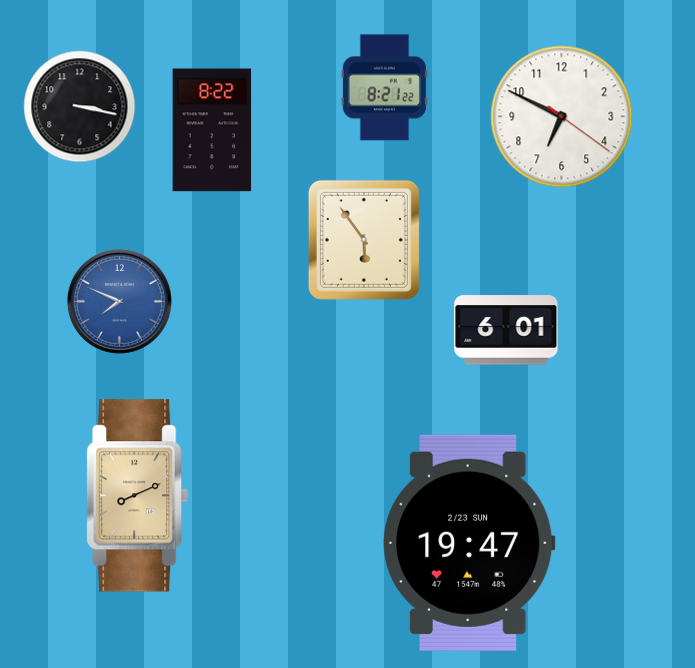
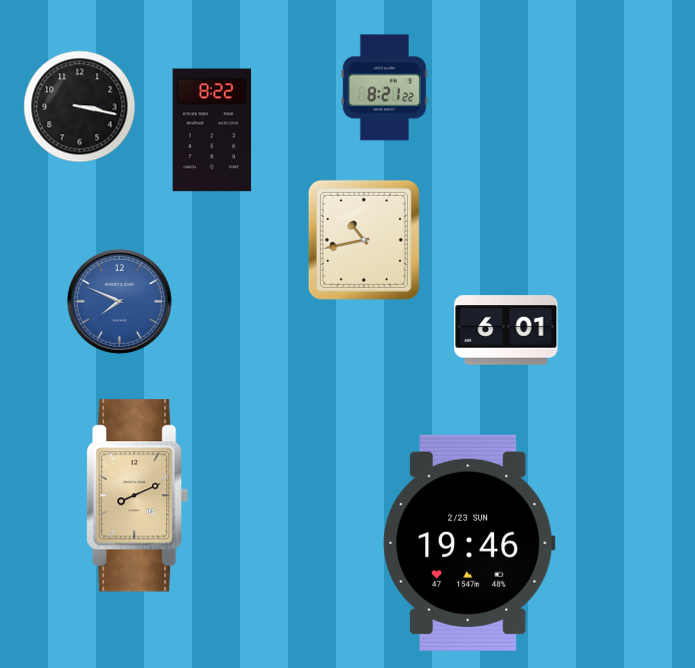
clock at (562, 117): 6:49 -> none
clock at (364, 240): 5:54 -> 10:43
clock at (470, 543): 19:47 -> 19:46
